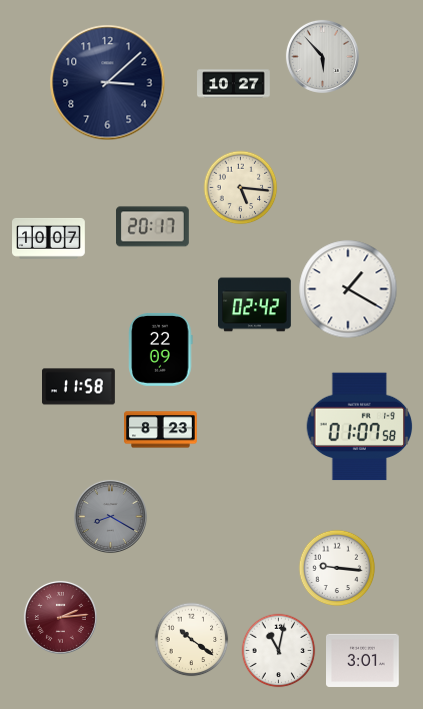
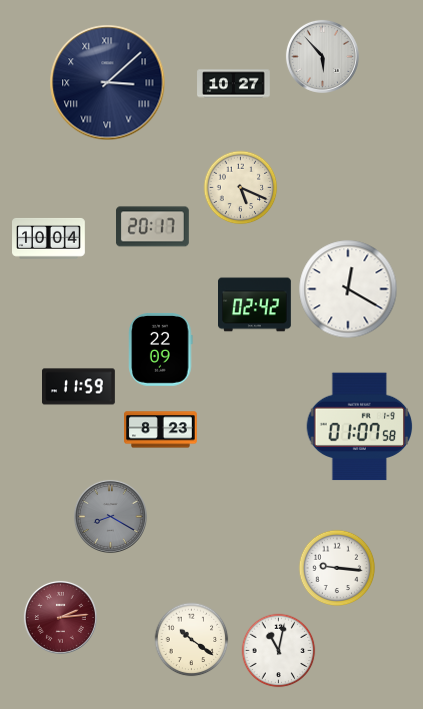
clock at (108, 83) numerals: Arabic -> Roman
clock at (241, 188): 5:16 -> 5:19
clock at (49, 238): 10:07 -> 10:04
clock at (348, 289): 1:20 -> 12:20
clock at (79, 387): 11:58 -> 11:59
clock at (363, 660): 3:01 -> none
